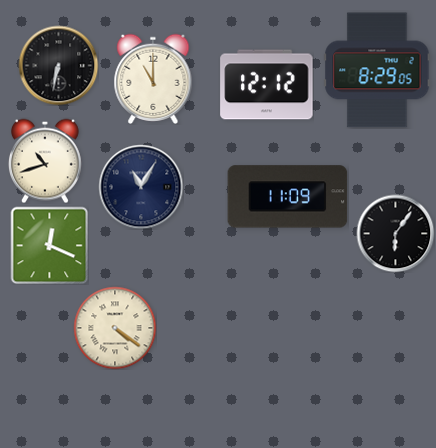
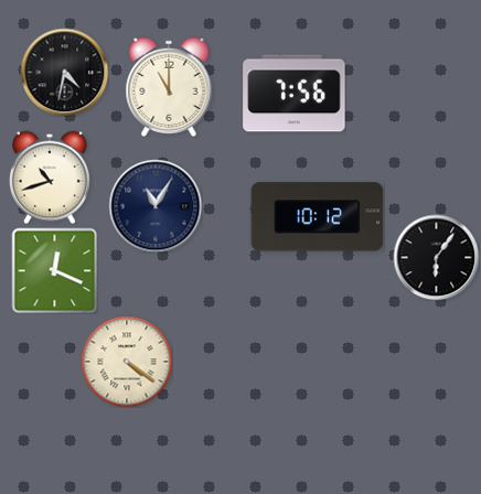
clock at (58, 65): 6:32 -> 4:32
clock at (377, 70): 8:29 -> none
clock at (267, 85): 12:12 -> 7:56
clock at (288, 197): 11:09 -> 10:12
